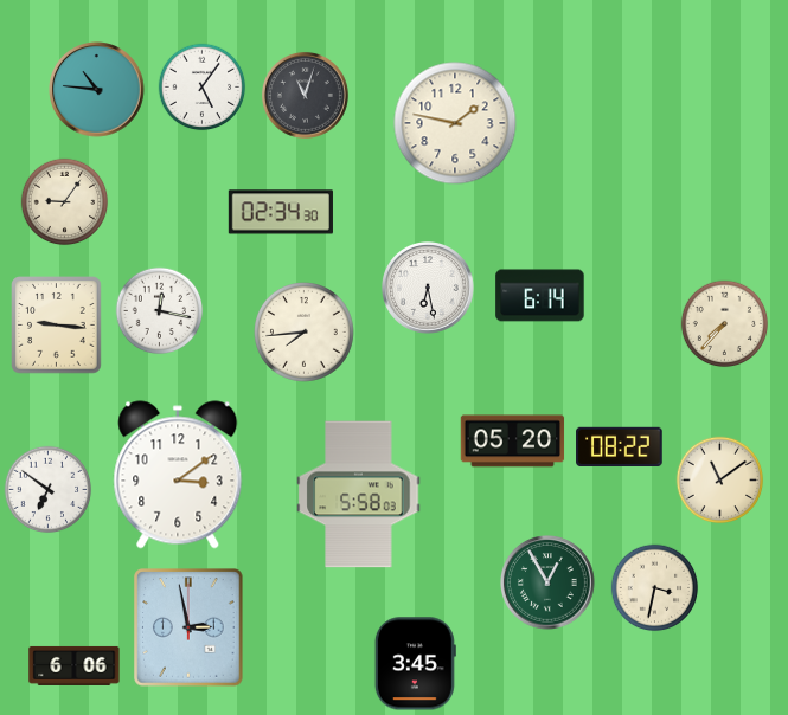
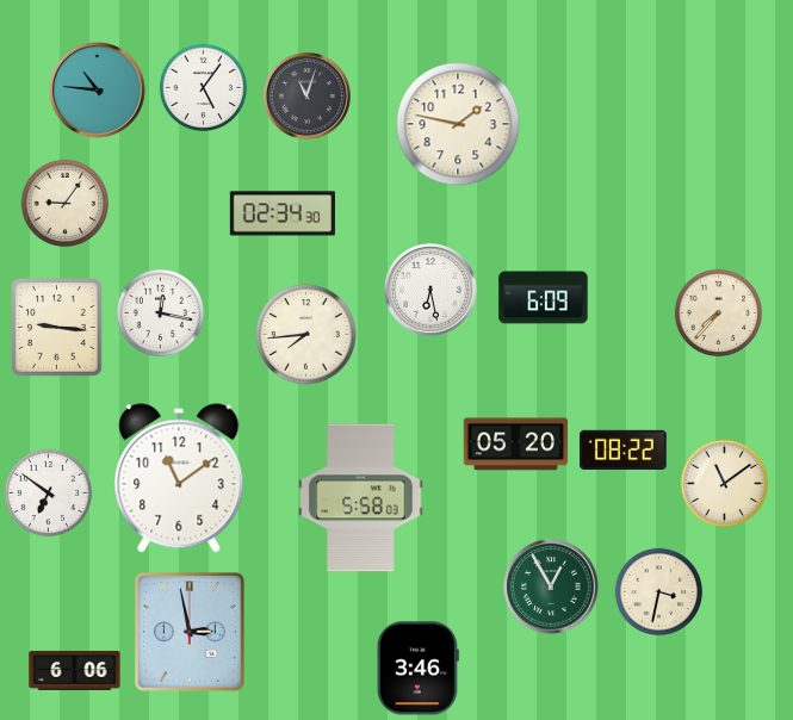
clock at (540, 296): 6:14 -> 6:09
clock at (725, 324) position: (725, 324) -> (719, 314)
clock at (178, 475): 3:09 -> 11:09
clock at (415, 664): 3:45 -> 3:46
